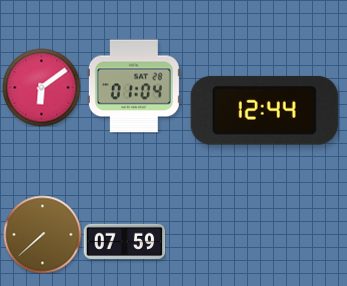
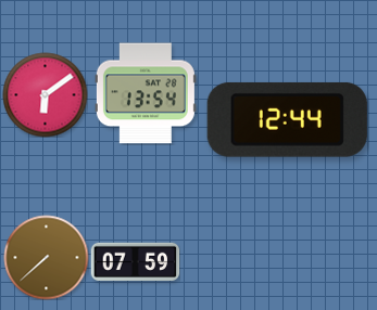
clock at (134, 86): 01:04 -> 13:54
clock at (42, 234) position: (42, 234) -> (46, 257)
